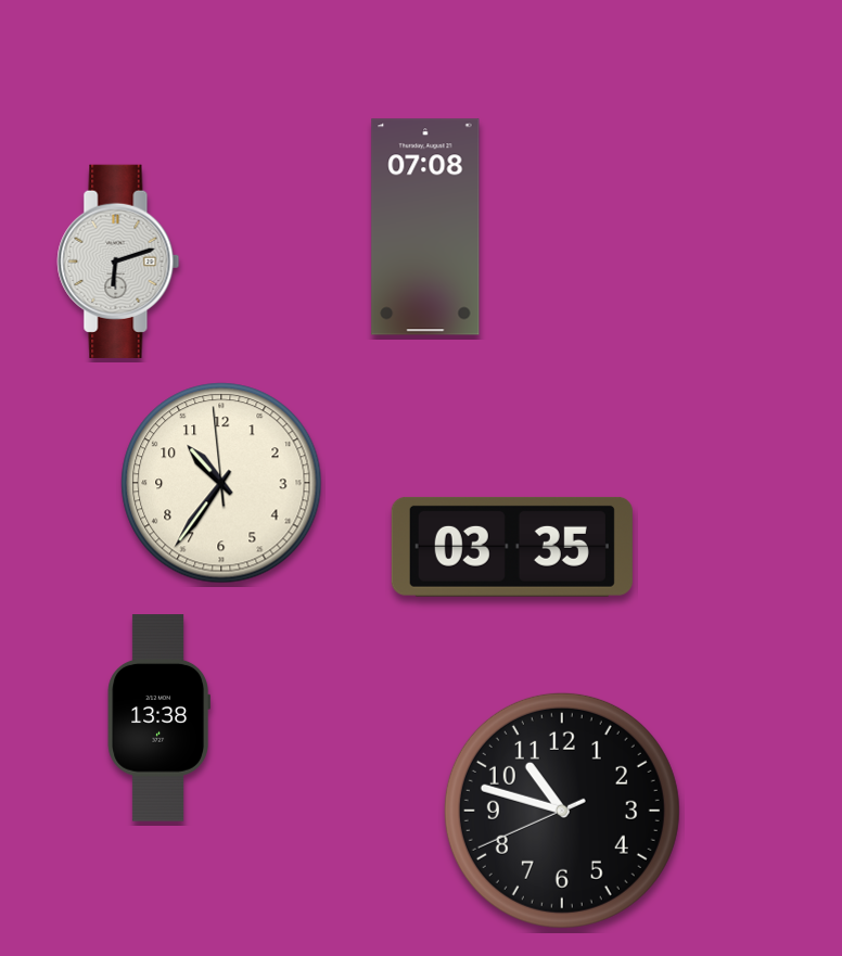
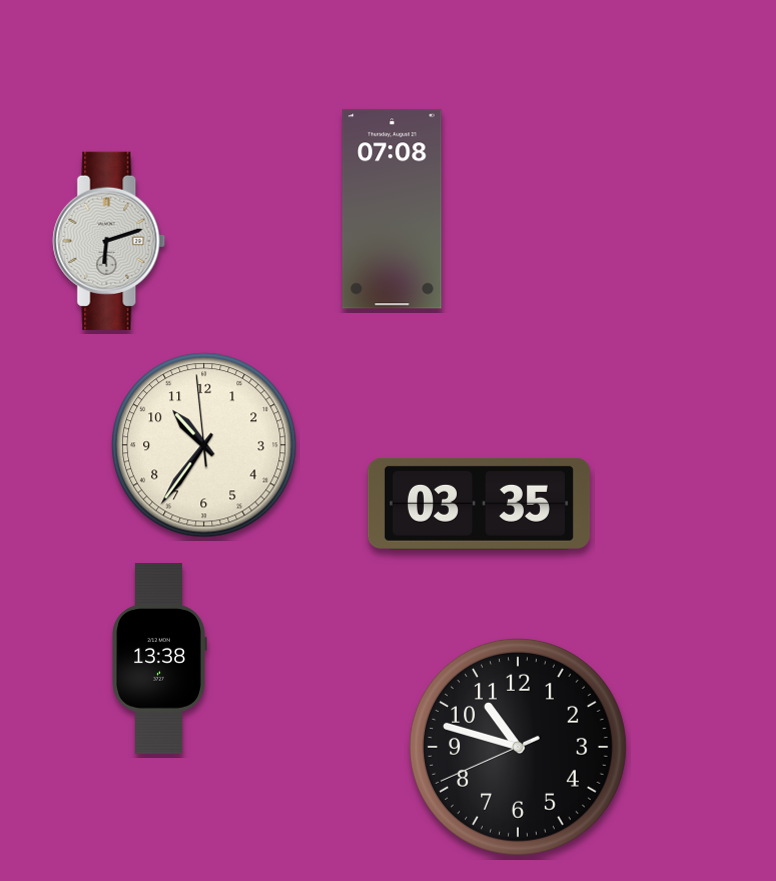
clock at (512, 547) position: (512, 547) -> (479, 504)
clock at (158, 718) position: (158, 718) -> (159, 659)
